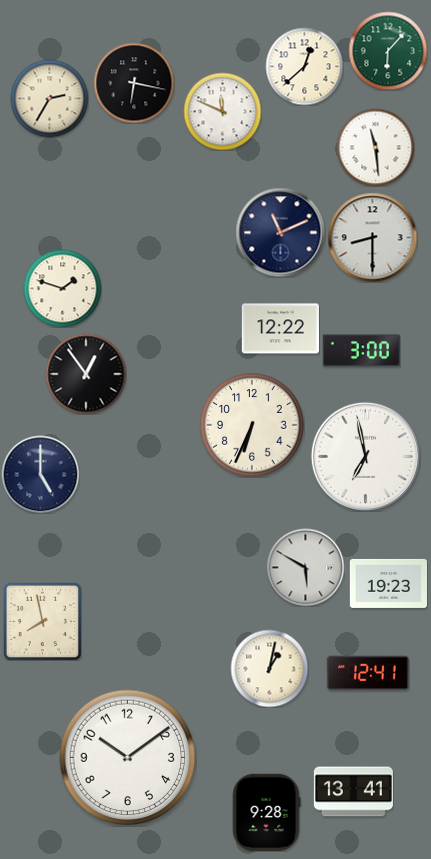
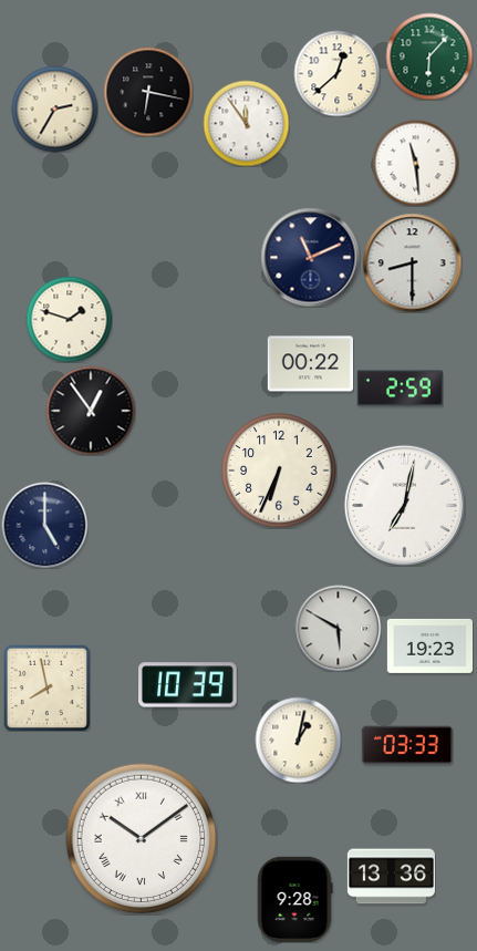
clock at (222, 111): 11:49 -> 11:54
clock at (280, 329): 12:22 -> 00:22
clock at (361, 351): 3:00 -> 2:59
clock at (86, 374) position: (86, 374) -> (91, 411)
clock at (365, 456): 6:58 -> 7:02
clock at (188, 685): none -> 10:39
clock at (368, 673): 12:41 -> 03:33
clock at (128, 758) numerals: Arabic -> Roman
clock at (353, 792): 13:41 -> 13:36
